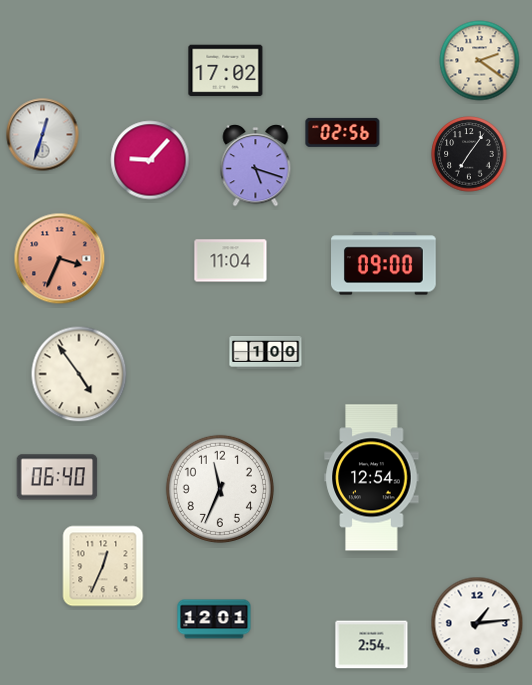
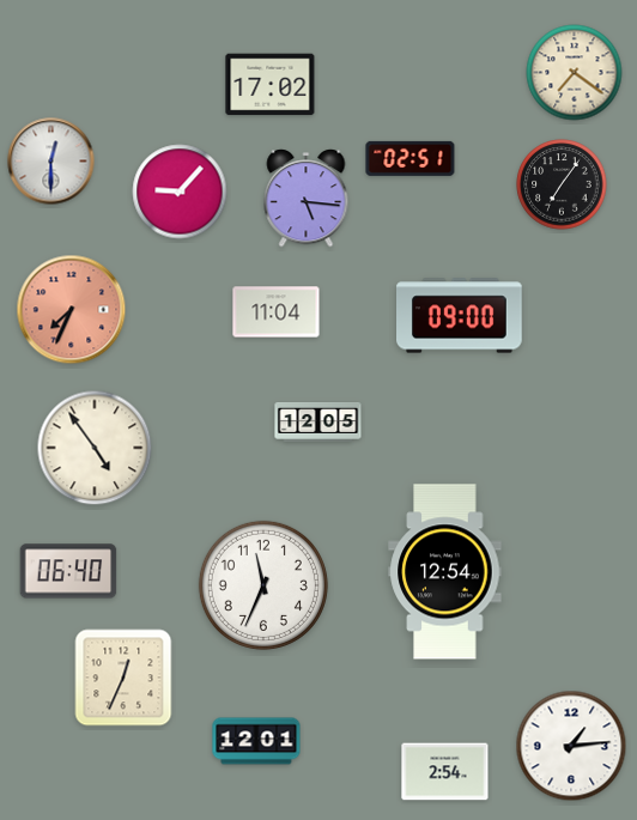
clock at (480, 61): 2:21 -> 7:21
clock at (343, 132): 02:56 -> 02:51
clock at (43, 135): 12:33 -> 12:30
clock at (256, 166): 5:18 -> 5:16
clock at (60, 259): 3:34 -> 7:34
clock at (266, 353): 1:00 -> 12:05
